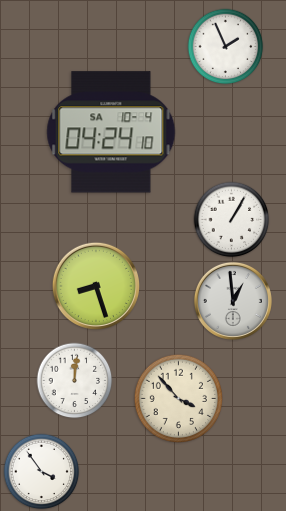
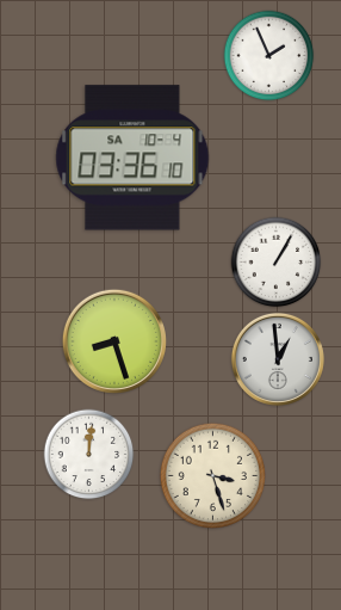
clock at (111, 132): 04:24 -> 03:36
clock at (178, 398): 3:53 -> 3:27
clock at (42, 472): 3:54 -> none
